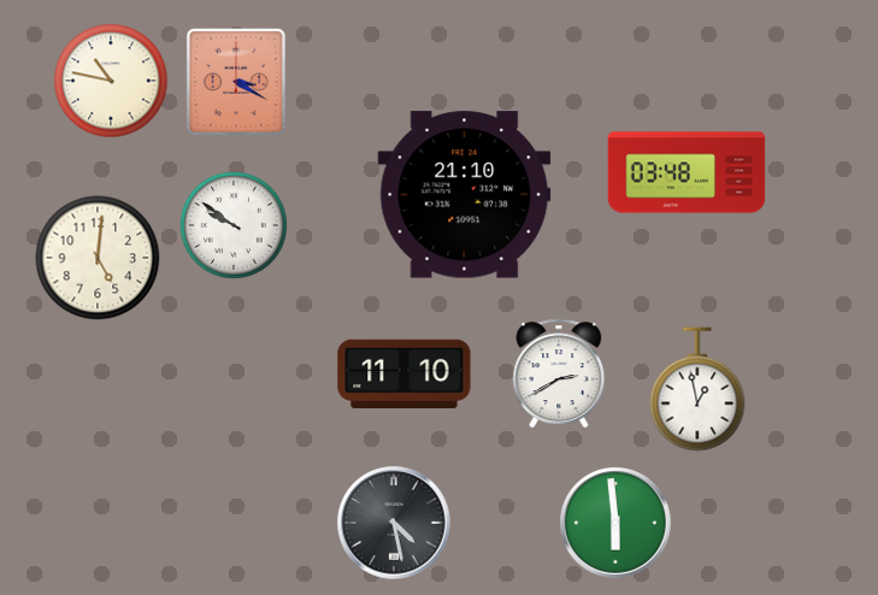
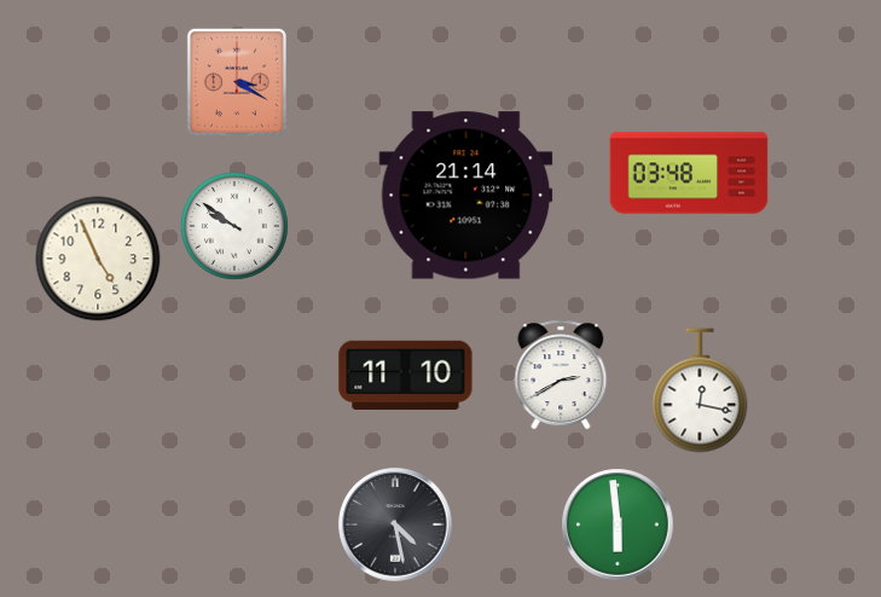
clock at (111, 81): 10:47 -> none
clock at (465, 195): 21:10 -> 21:14
clock at (98, 258): 5:01 -> 4:56
clock at (697, 389): 12:58 -> 12:17
